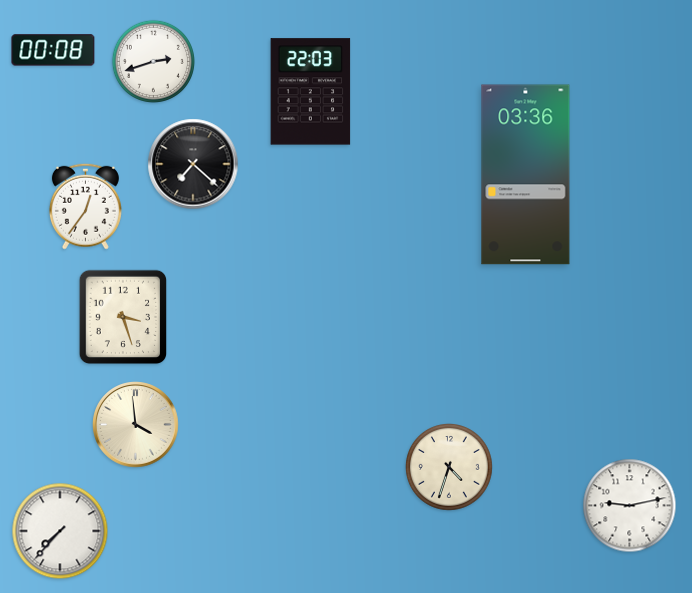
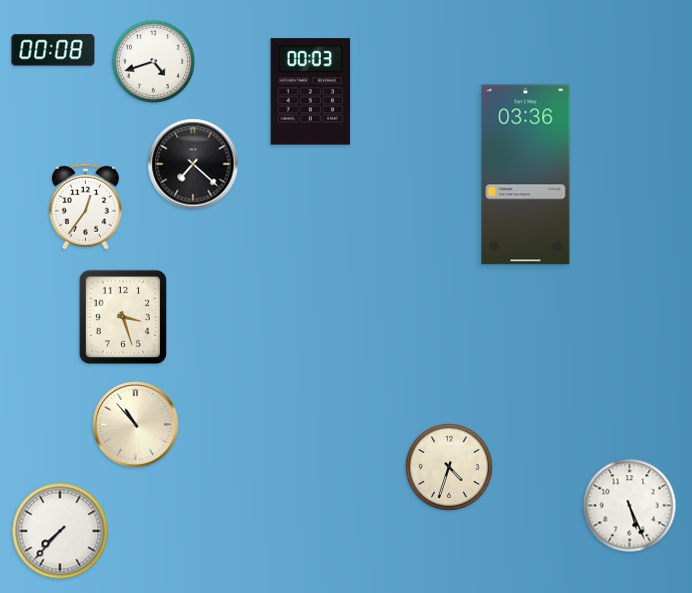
clock at (153, 61): 2:42 -> 4:42
clock at (311, 92): 22:03 -> 00:03
clock at (136, 425): 3:59 -> 10:53
clock at (630, 506): 9:13 -> 5:26
